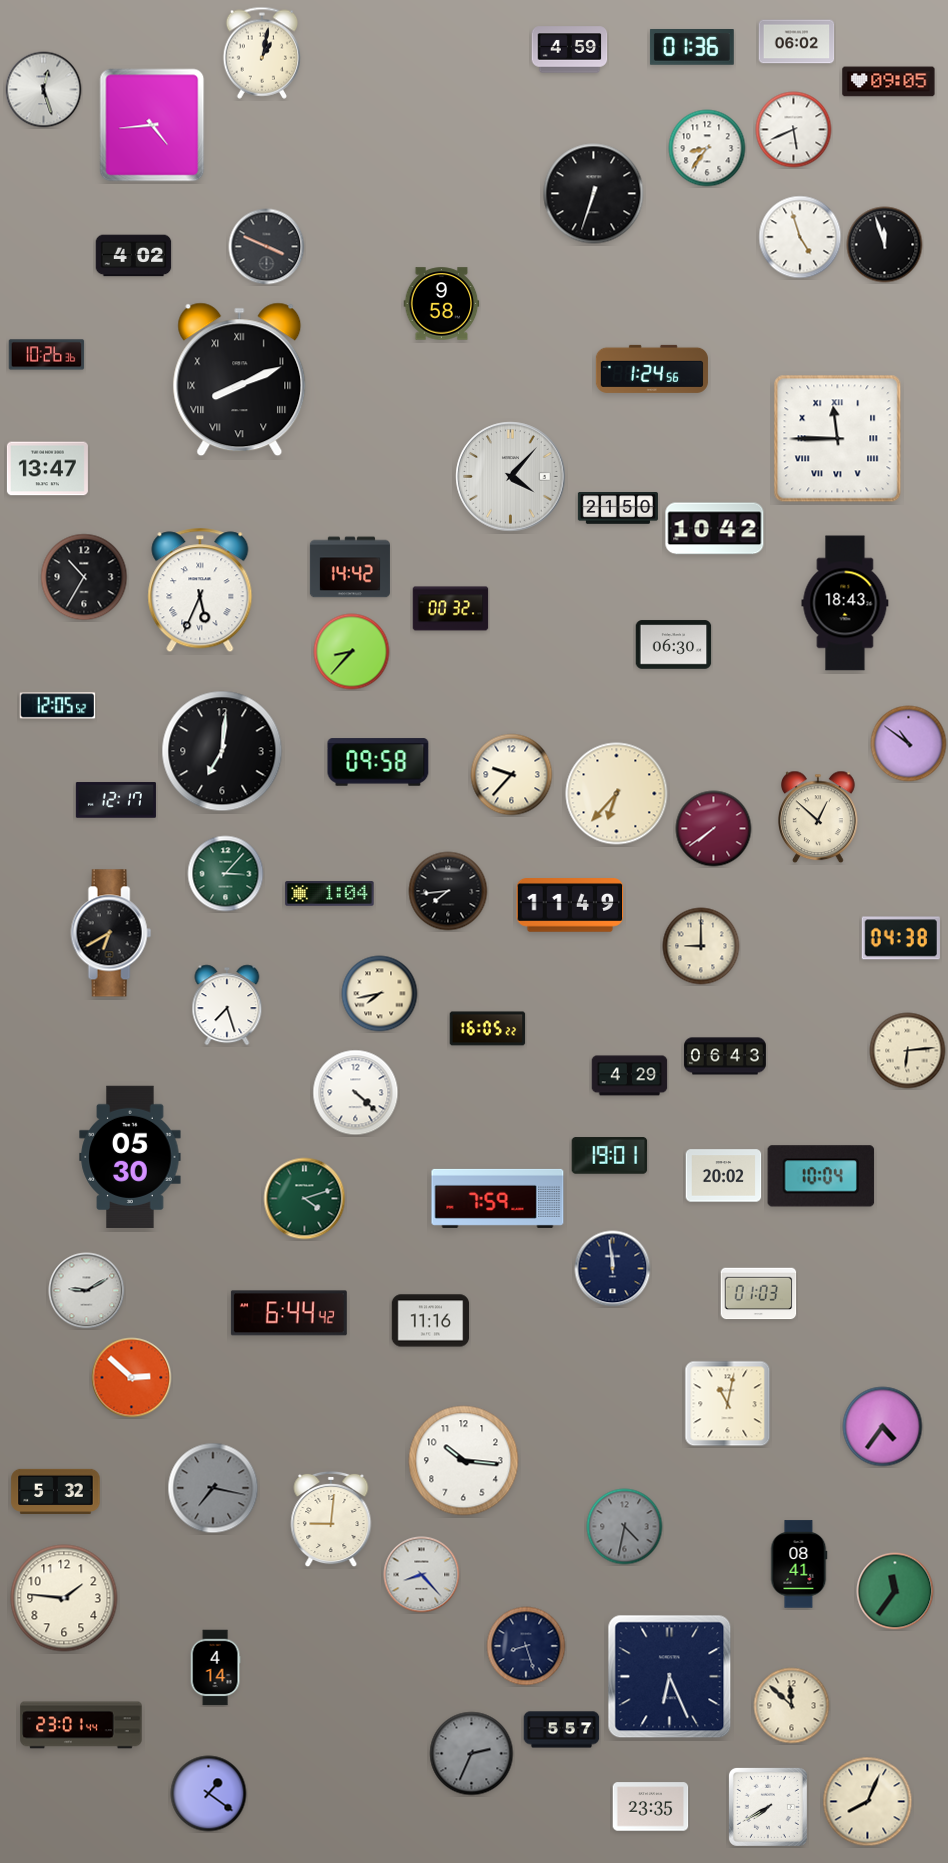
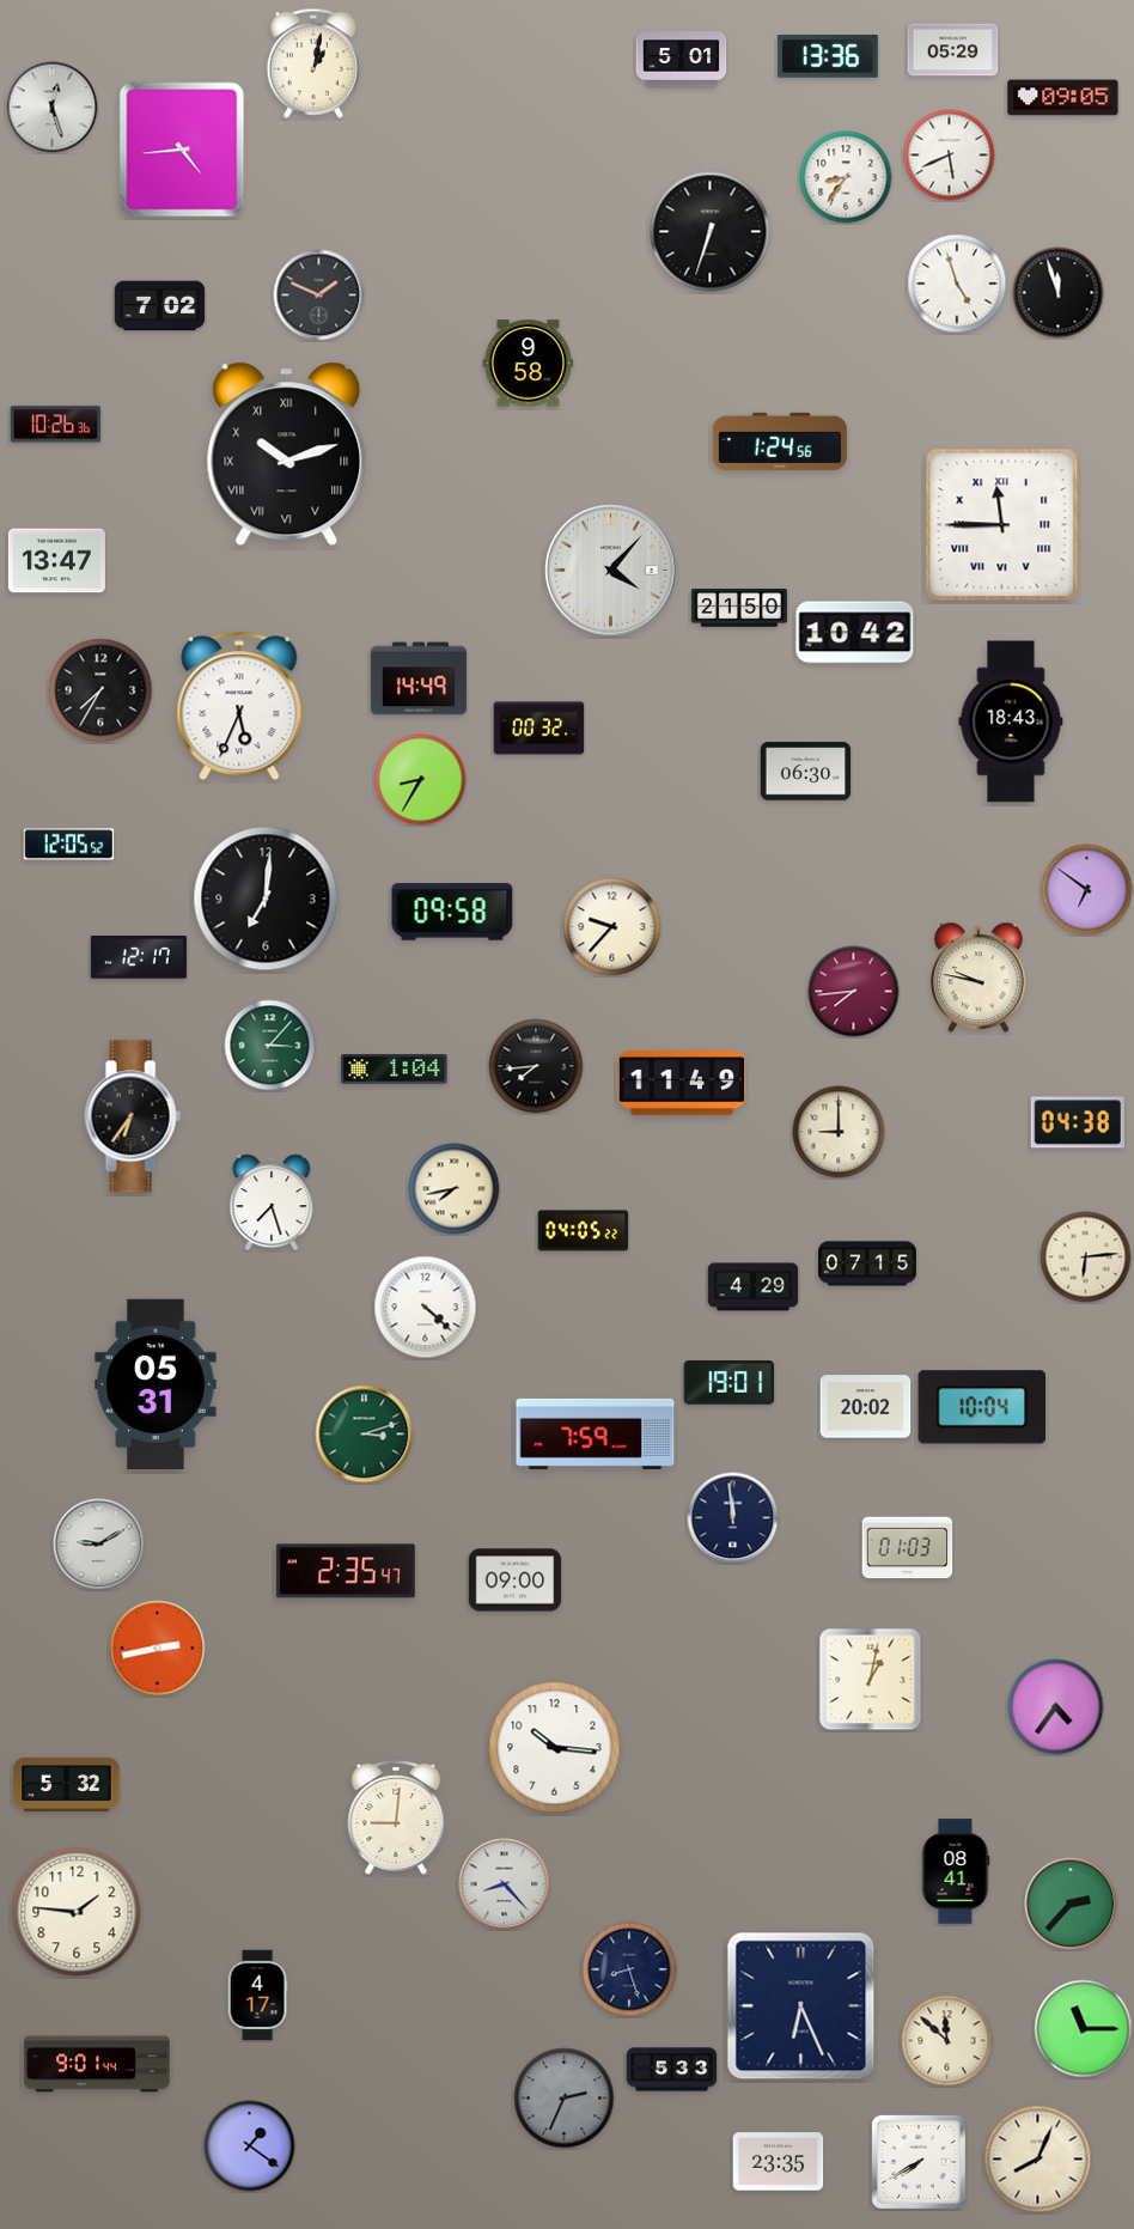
clock at (797, 42): 06:02 -> 05:29
clock at (692, 48): 01:36 -> 13:36
clock at (570, 50): 4:59 -> 5:01
clock at (267, 247): 3:49 -> 1:49
clock at (134, 256): 4:02 -> 7:02
clock at (240, 380): 8:11 -> 10:12
clock at (350, 567): 14:42 -> 14:49
clock at (84, 577): 10:35 -> 7:35
clock at (352, 652): 8:37 -> 8:35
clock at (909, 744): 10:51 -> 6:51
clock at (617, 794): 6:37 -> none
clock at (819, 817): 12:52 -> 9:47
clock at (714, 829): 7:39 -> 7:44
clock at (111, 933): 6:40 -> 6:36
clock at (488, 1029): 16:05 -> 04:05
clock at (725, 1056): 06:43 -> 07:15
clock at (130, 1156): 05:30 -> 05:31
clock at (305, 1199): 4:12 -> 3:12
clock at (87, 1291) position: (87, 1291) -> (99, 1545)
clock at (289, 1313): 6:44 -> 2:35
clock at (431, 1321): 11:16 -> 09:00
clock at (132, 1378): 2:52 -> 2:43
clock at (728, 1404): 11:02 -> 1:02
clock at (213, 1488): 7:17 -> none
clock at (625, 1527): 4:32 -> none
clock at (895, 1591): 11:36 -> 2:37
clock at (215, 1668): 4:14 -> 4:17
clock at (1084, 2029): none -> 11:15
clock at (81, 1725): 23:01 -> 9:01
clock at (562, 1730): 5:57 -> 5:33
clock at (868, 1802) position: (868, 1802) -> (1038, 2160)
